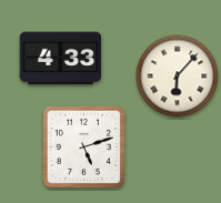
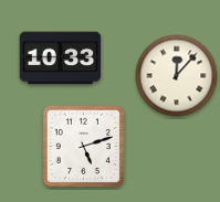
clock at (61, 59): 4:33 -> 10:33
clock at (178, 77): 6:07 -> 12:07
